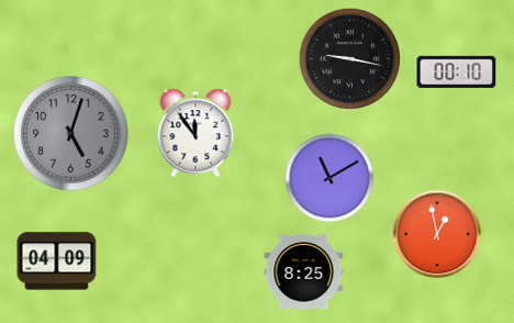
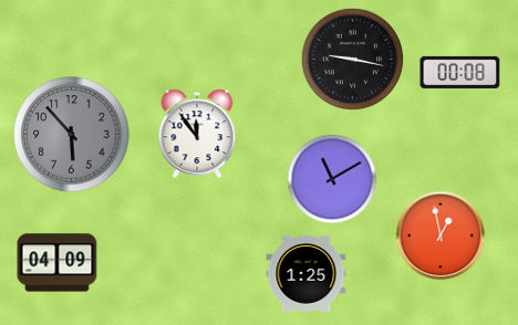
clock at (457, 71): 00:10 -> 00:08
clock at (71, 134): 5:03 -> 5:53
clock at (304, 271): 8:25 -> 1:25
